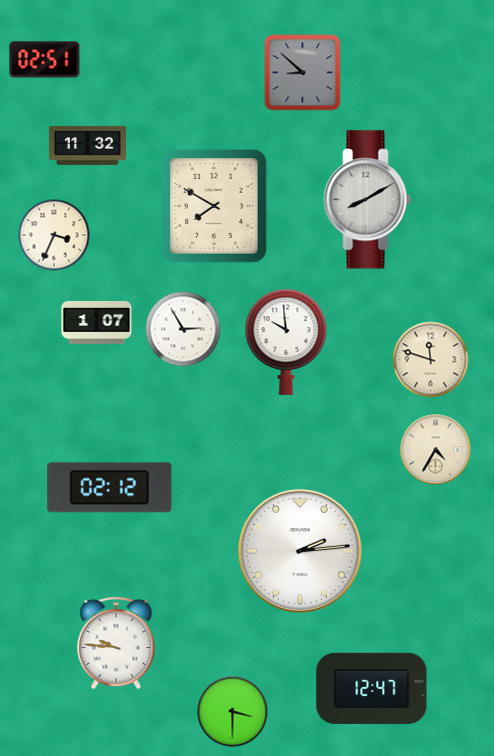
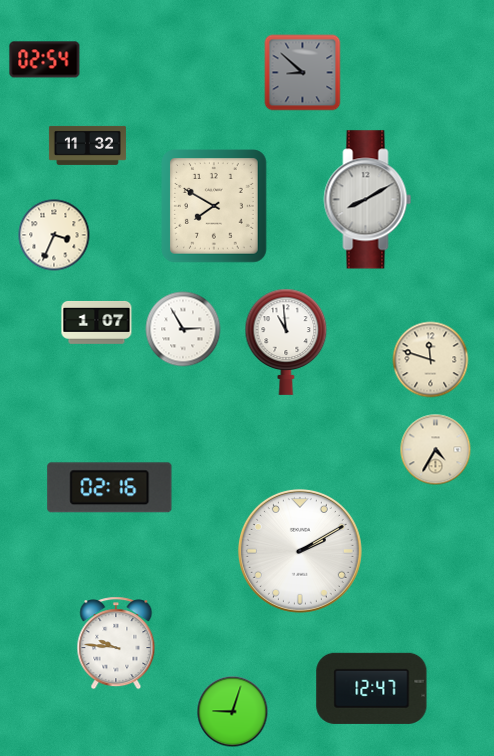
clock at (45, 60): 02:51 -> 02:54
clock at (286, 342): 9:59 -> 10:59
clock at (110, 488): 02:12 -> 02:16
clock at (300, 551): 2:14 -> 2:10
clock at (233, 712): 3:30 -> 9:03
